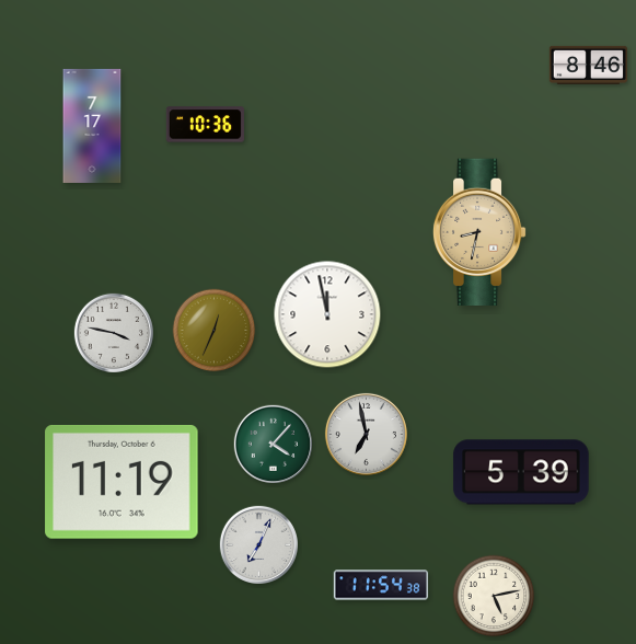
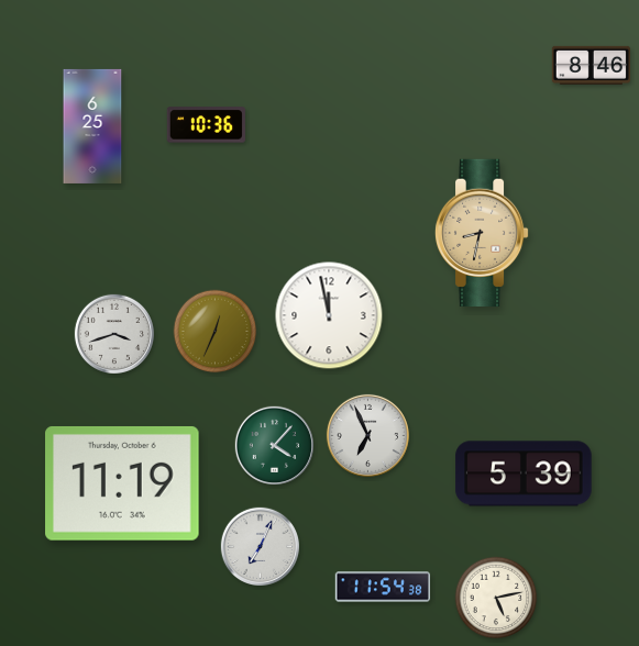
clock at (92, 126): 7:17 -> 6:25
clock at (114, 333): 3:47 -> 3:42
clock at (366, 434): 6:58 -> 6:56
